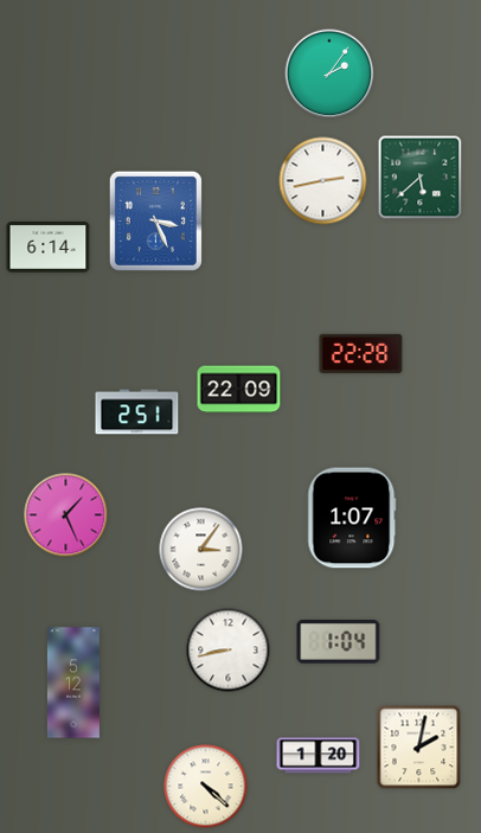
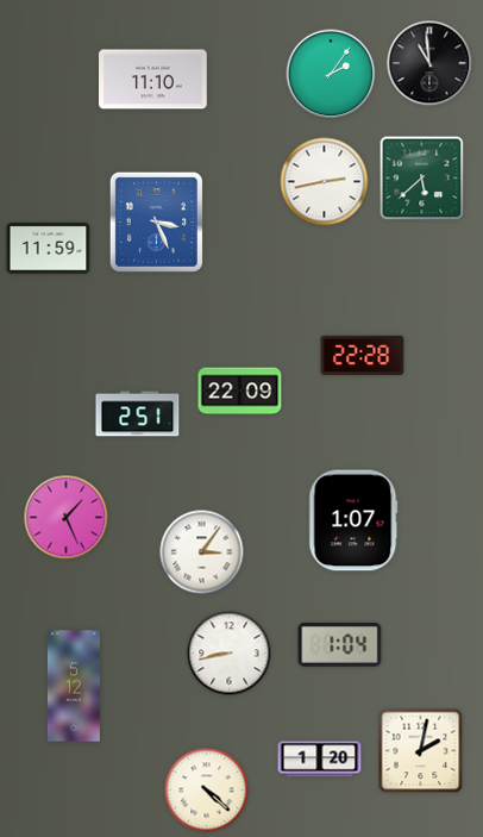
clock at (429, 63): none -> 10:59
clock at (153, 80): none -> 11:10
clock at (49, 248): 6:14 -> 11:59
